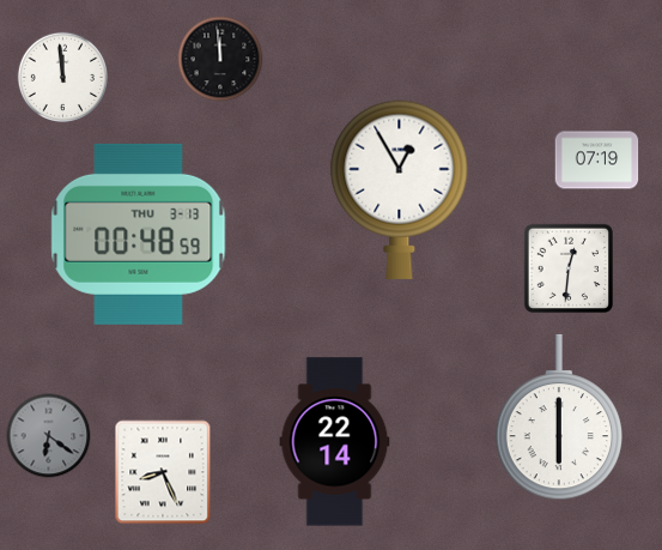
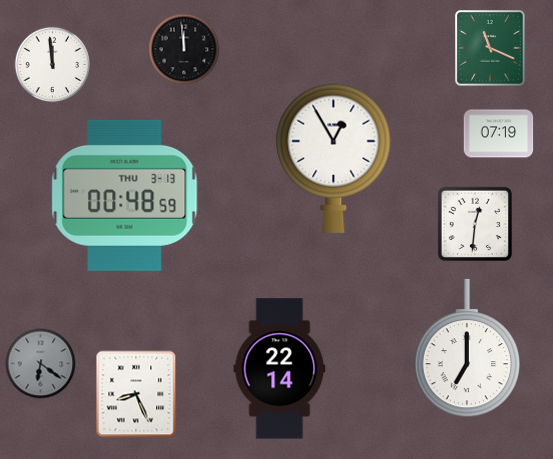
clock at (490, 48): none -> 11:19
clock at (139, 234) position: (139, 234) -> (125, 195)
clock at (558, 417): 6:00 -> 7:00
